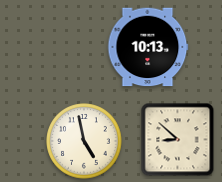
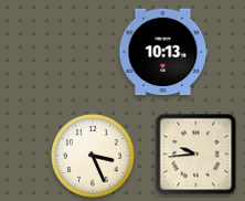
clock at (178, 140): 8:52 -> 9:44
clock at (84, 141): 4:58 -> 3:26
